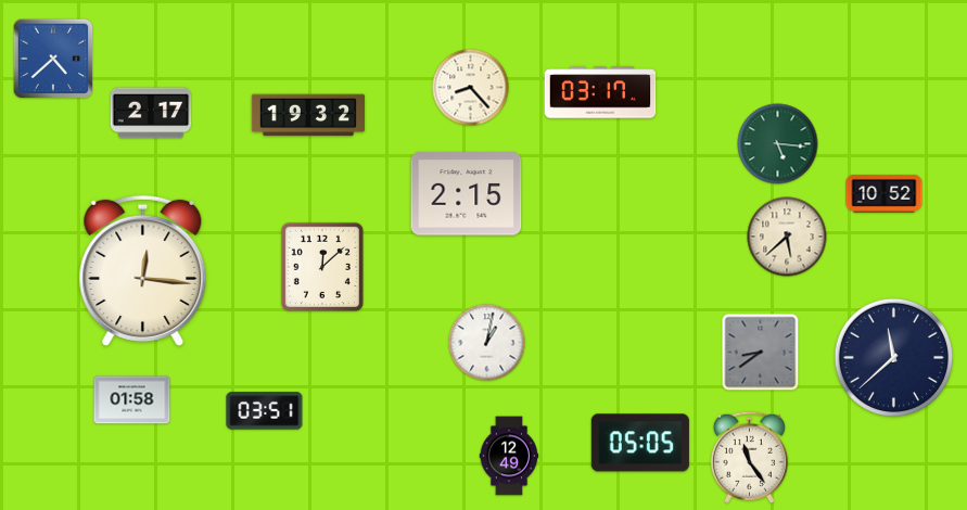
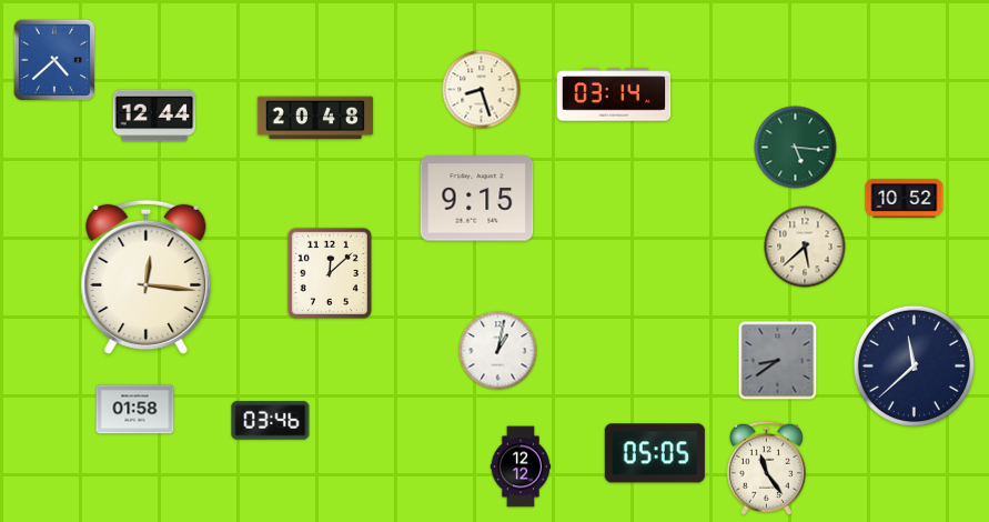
clock at (471, 88): 8:23 -> 8:27
clock at (600, 92): 03:17 -> 03:14
clock at (151, 113): 2:17 -> 12:44
clock at (308, 115): 19:32 -> 20:48
clock at (467, 194): 2:15 -> 9:15
clock at (787, 237) position: (787, 237) -> (805, 247)
clock at (265, 411): 03:51 -> 03:46
clock at (509, 456): 12:49 -> 12:12
